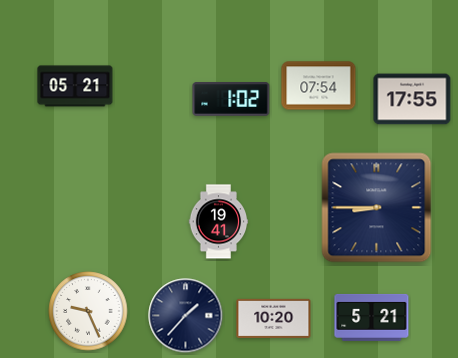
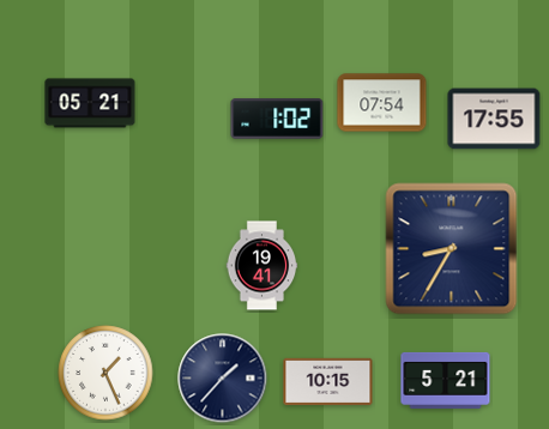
clock at (377, 208): 8:45 -> 8:35
clock at (88, 311): 9:26 -> 1:26
clock at (274, 318): 10:20 -> 10:15
